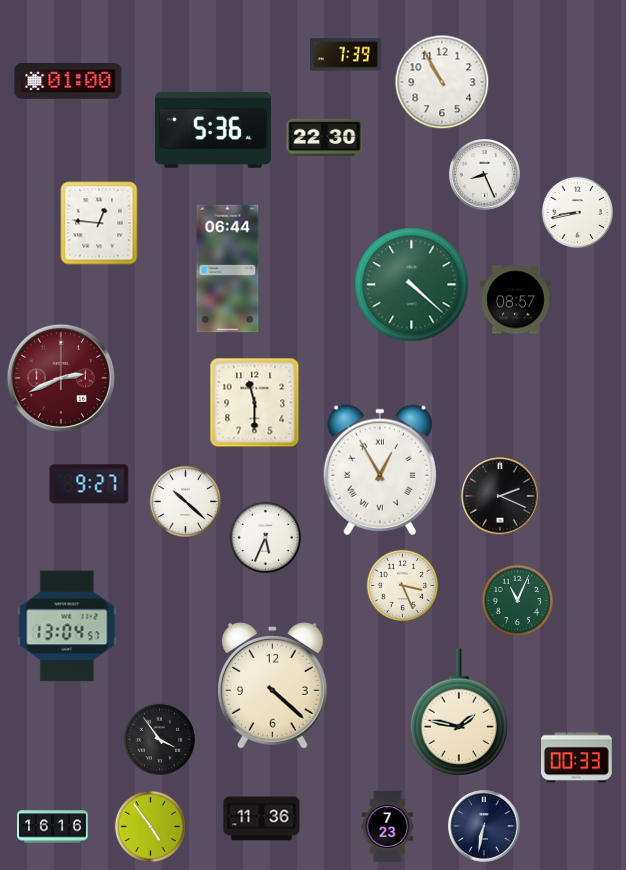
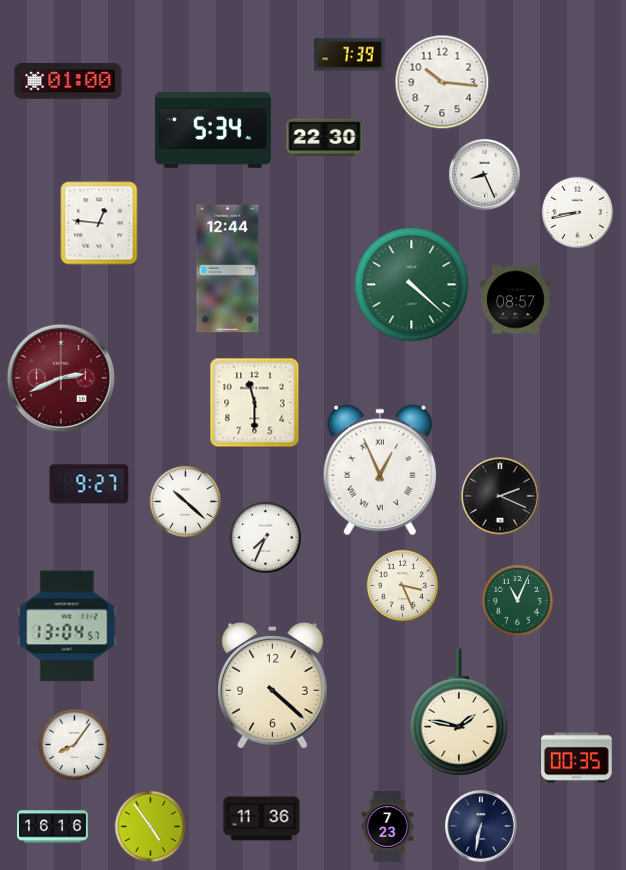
clock at (346, 55) position: (346, 55) -> (350, 55)
clock at (442, 82): 10:55 -> 10:16
clock at (213, 130): 5:36 -> 5:34
clock at (228, 269): 06:44 -> 12:44
clock at (380, 470): 12:55 -> 12:56
clock at (266, 538): 5:34 -> 7:34
clock at (160, 740): 3:54 -> none
clock at (75, 745): none -> 8:06
clock at (577, 758): 00:33 -> 00:35
clock at (484, 826) position: (484, 826) -> (481, 826)
